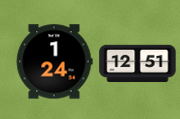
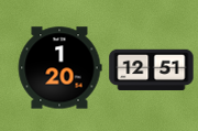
clock at (54, 62): 1:24 -> 1:20
